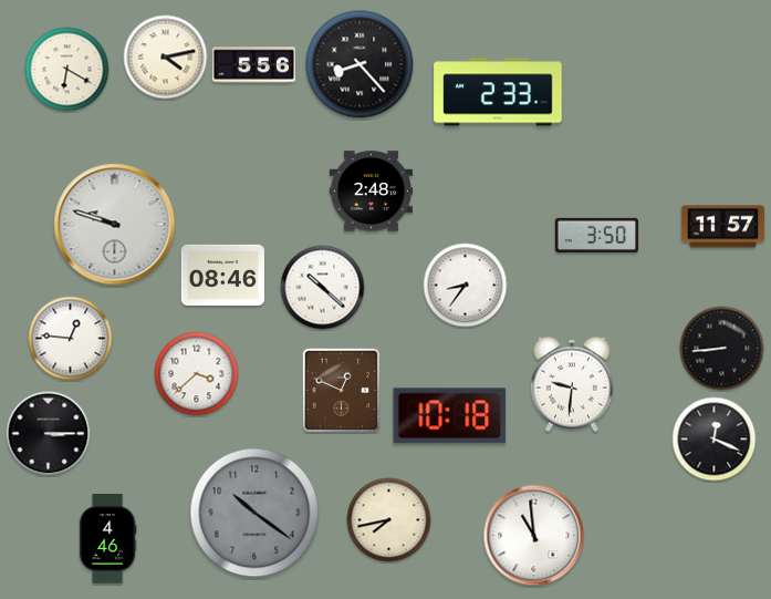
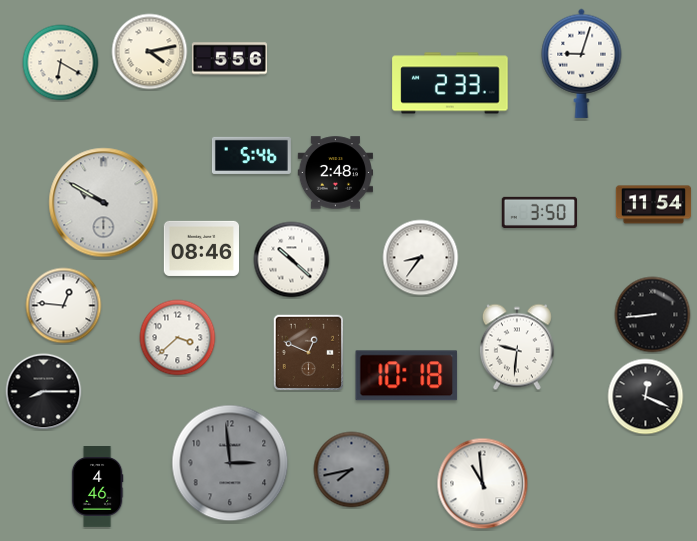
clock at (360, 64): 8:23 -> none
clock at (582, 63): none -> 9:03
clock at (251, 155): none -> 5:46
clock at (115, 225): 9:48 -> 9:50
clock at (723, 227): 11:57 -> 11:54
clock at (49, 434): 3:15 -> 8:15
clock at (254, 513): 10:21 -> 2:59
clock at (389, 520) dial: cream -> grey
